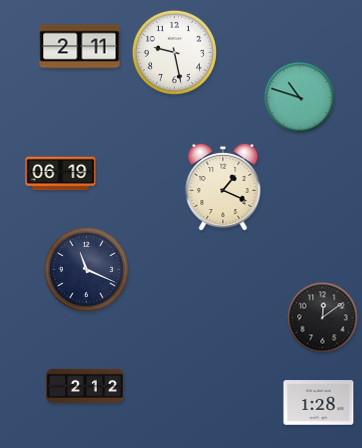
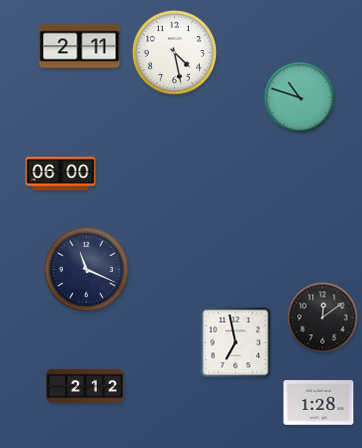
clock at (174, 52): 9:28 -> 4:28
clock at (61, 174): 06:19 -> 06:00
clock at (223, 187): 1:19 -> none
clock at (236, 343): none -> 6:58
